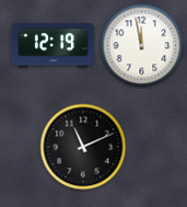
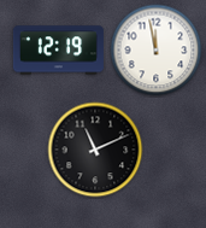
clock at (83, 147) position: (83, 147) -> (95, 150)
